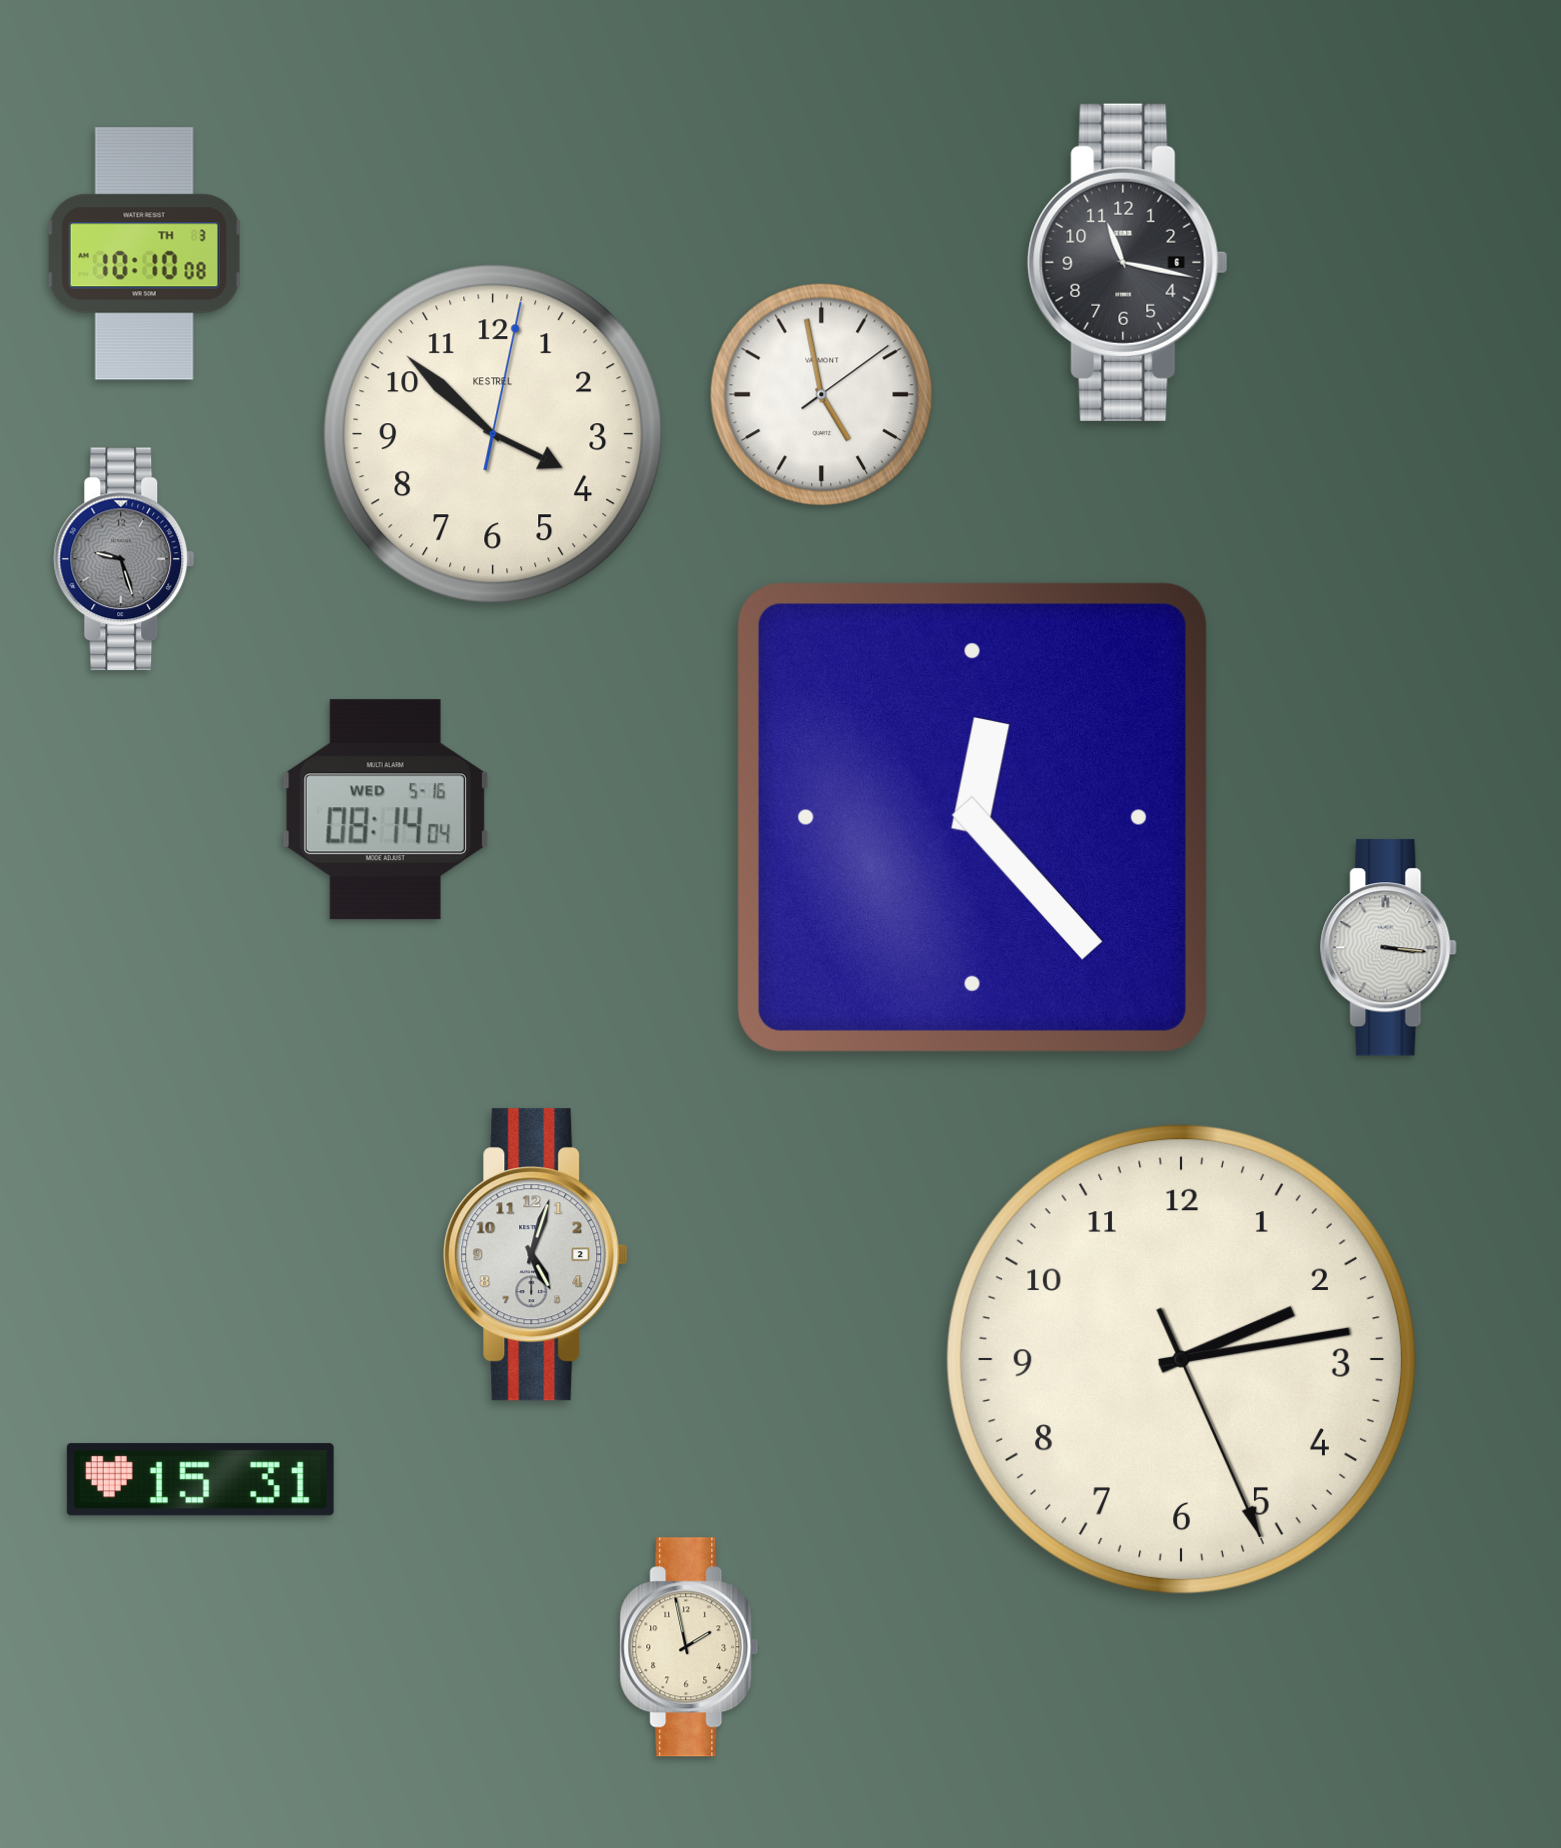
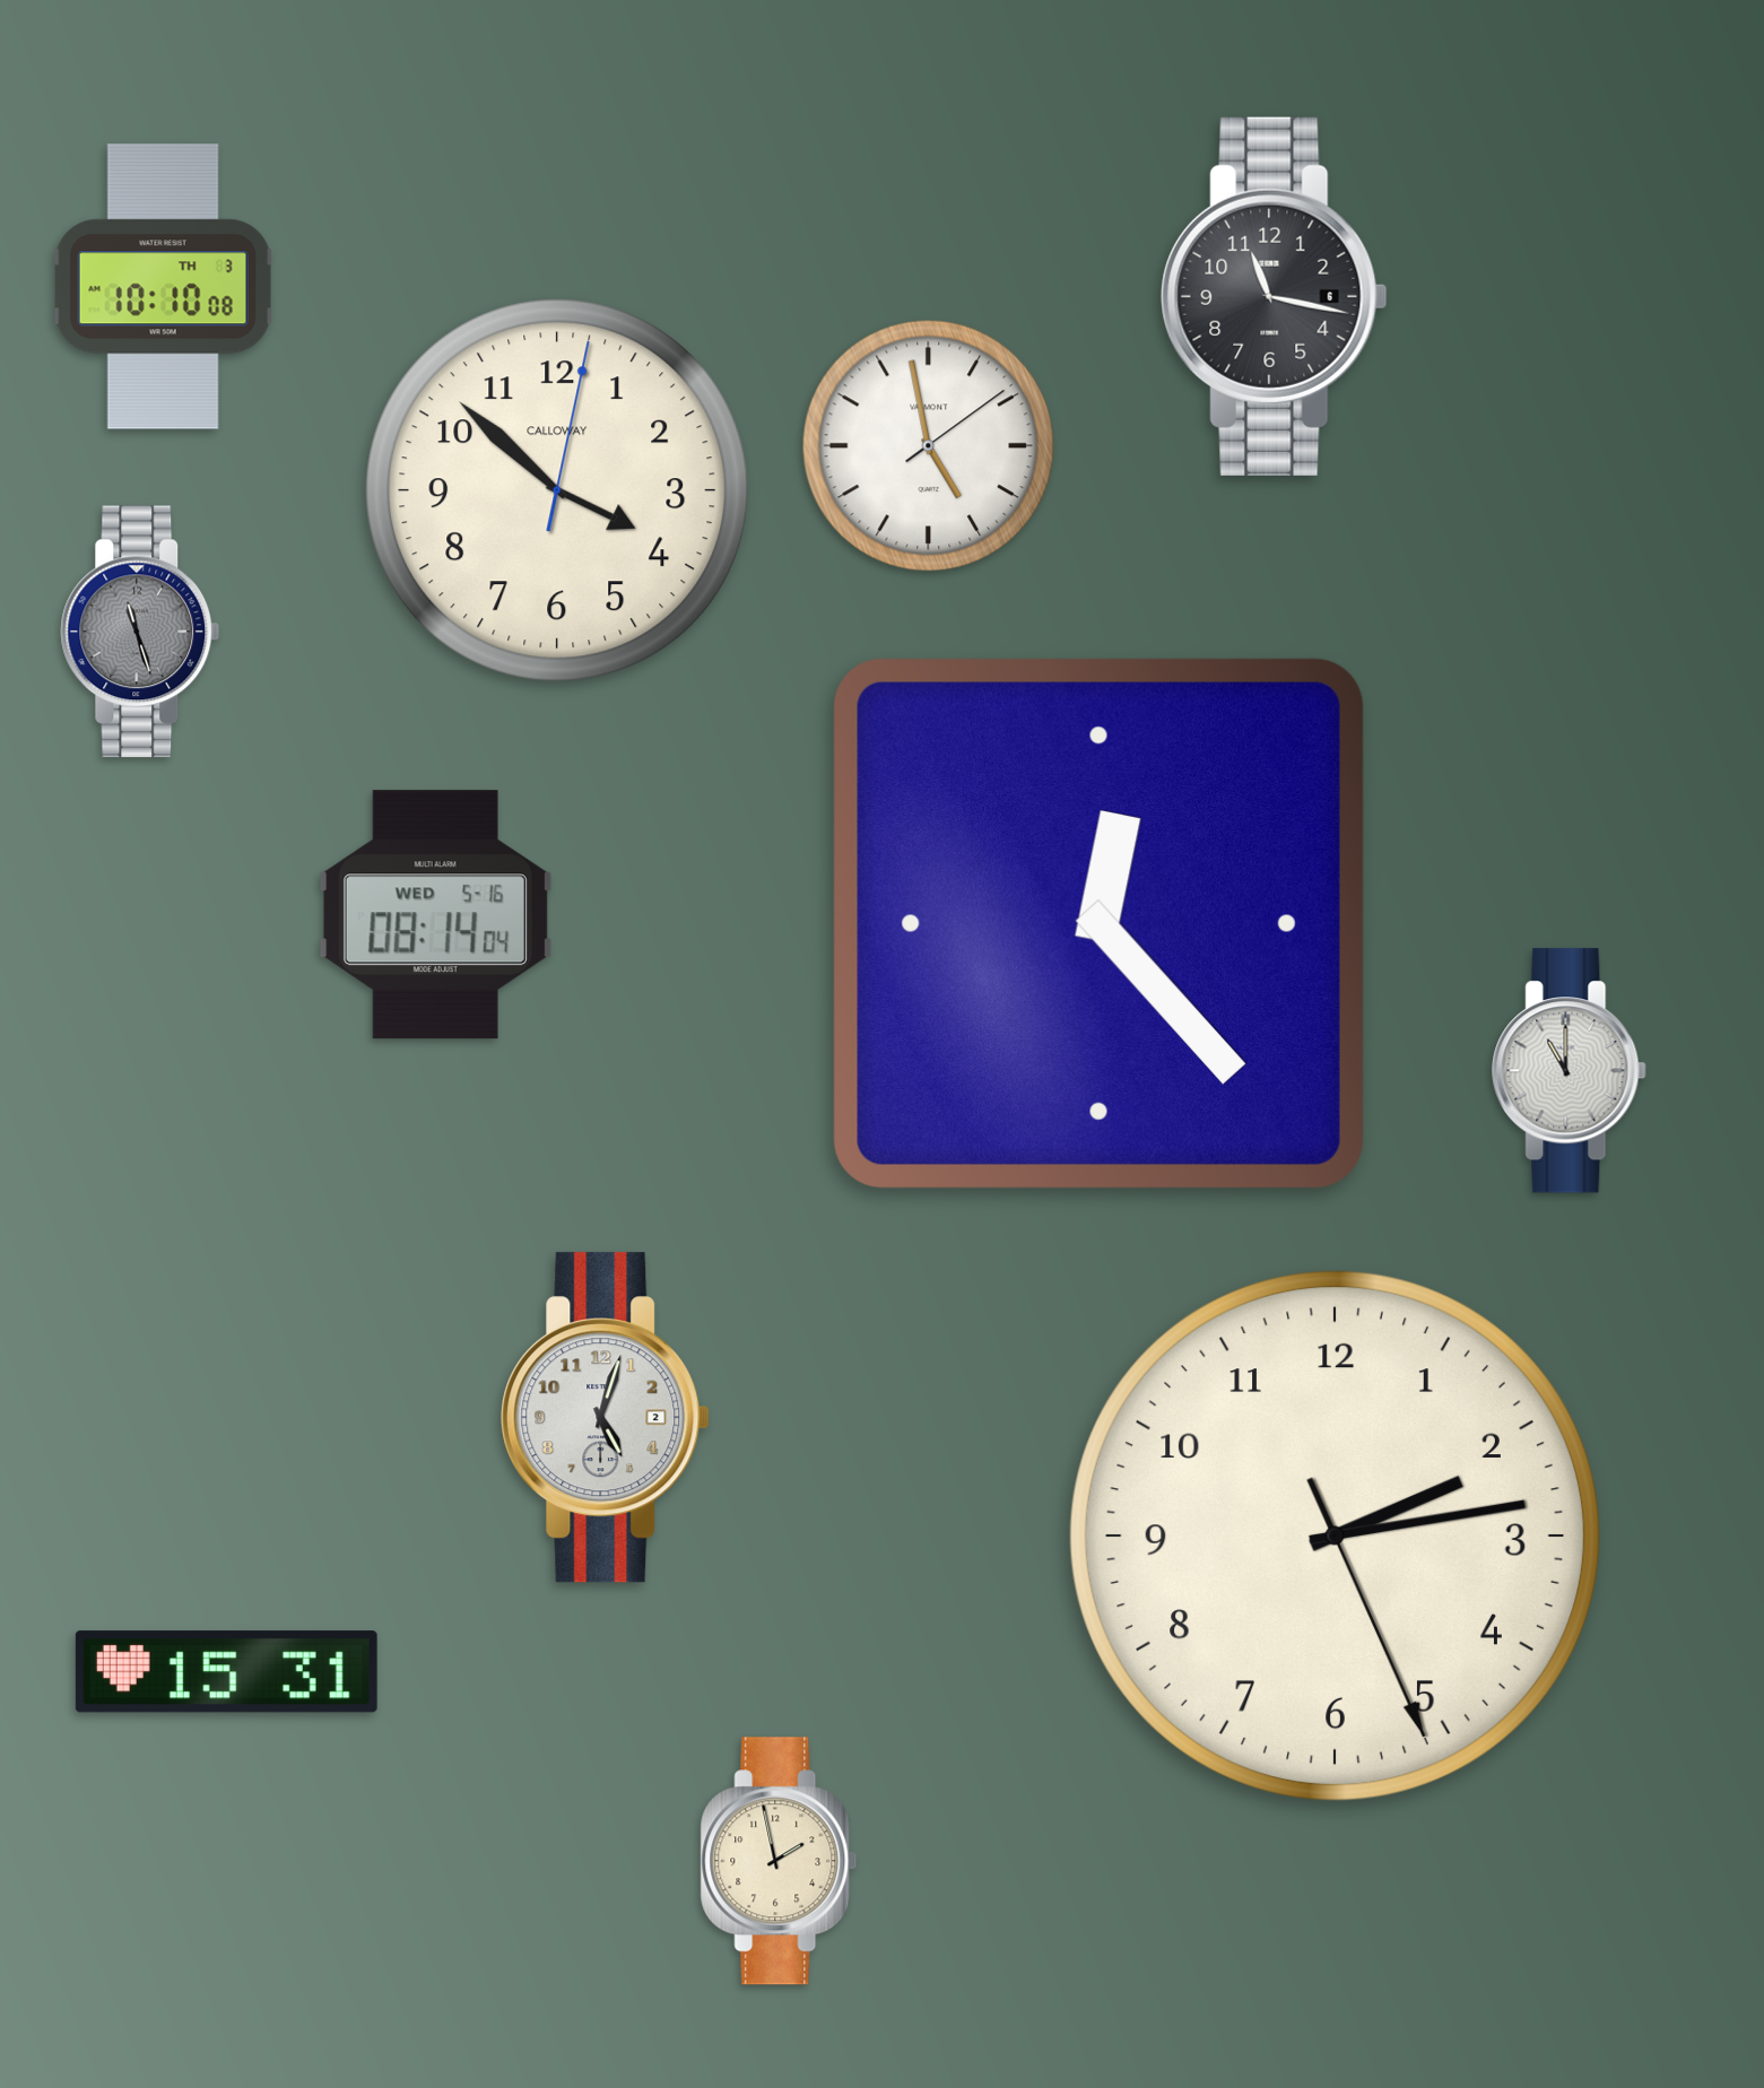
clock at (493, 434) brand: KESTREL -> CALLOWAY
clock at (124, 559): 9:27 -> 11:27
clock at (1389, 948): 3:16 -> 11:00
